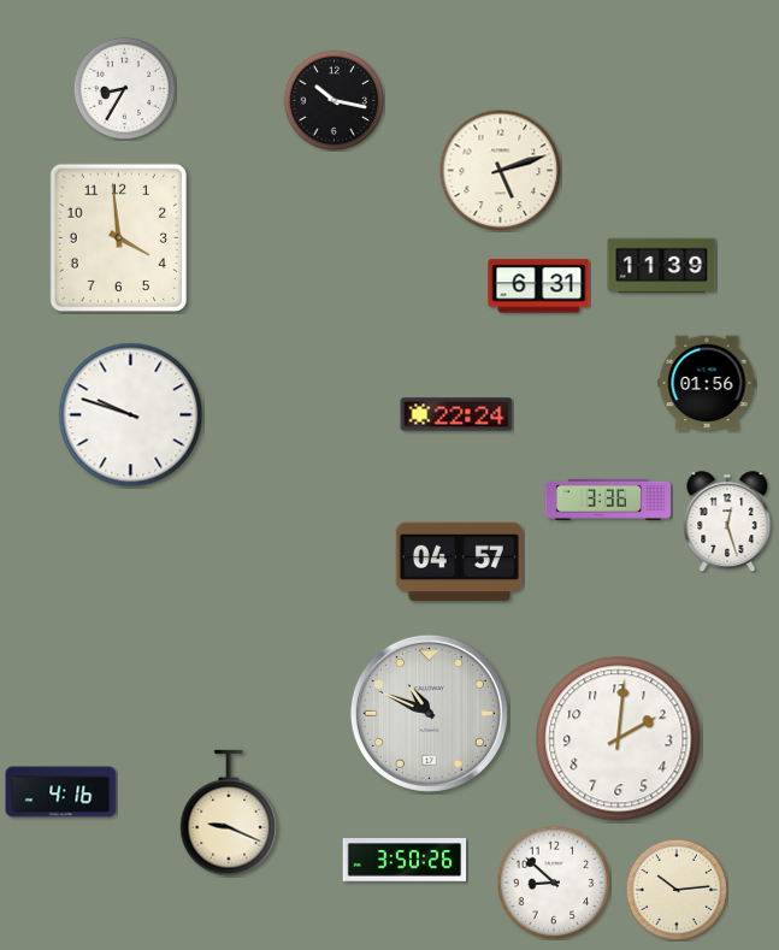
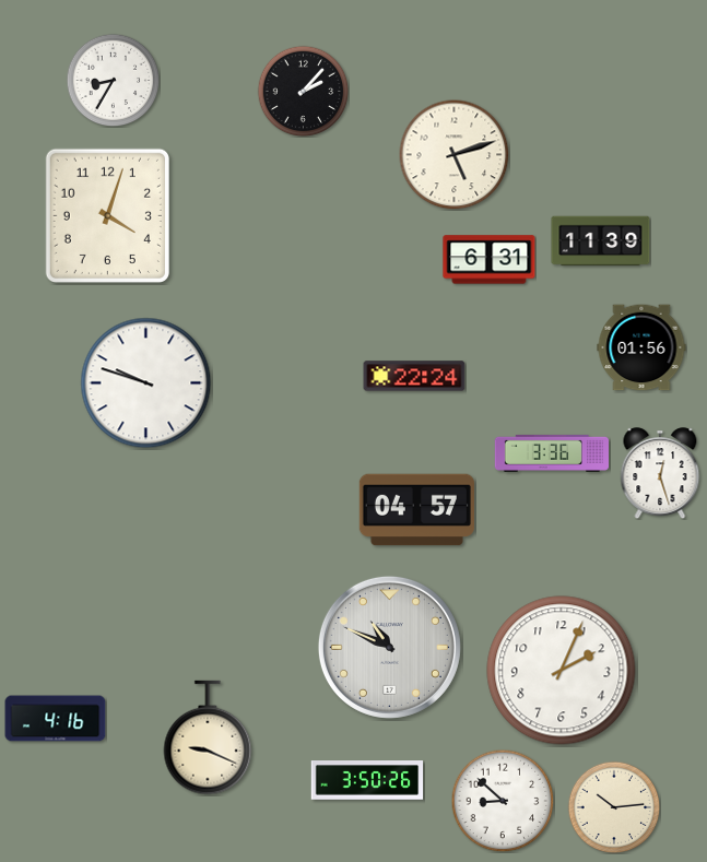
clock at (334, 100): 10:17 -> 2:07
clock at (118, 237): 3:59 -> 4:03
clock at (131, 415) position: (131, 415) -> (146, 383)
clock at (619, 739): 2:01 -> 2:04
